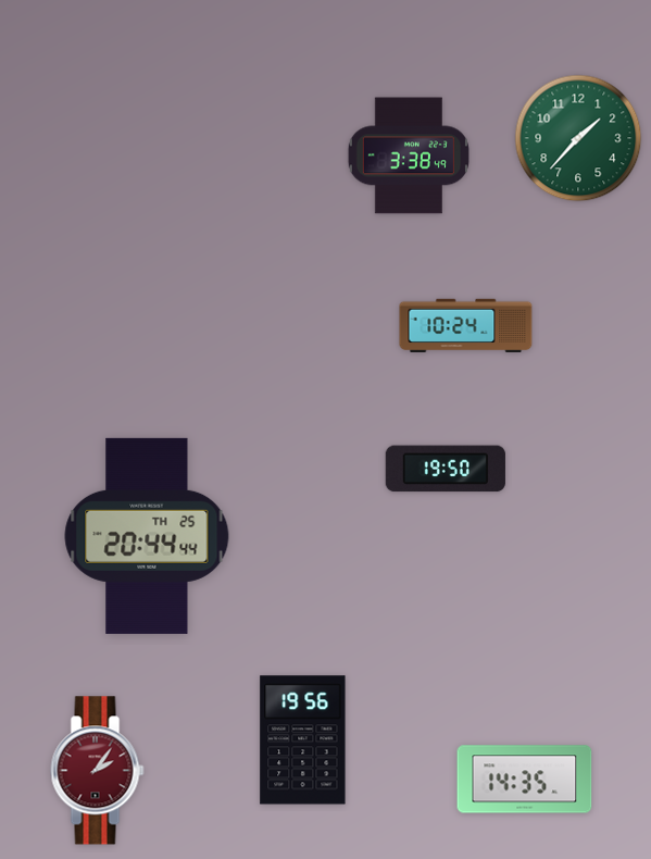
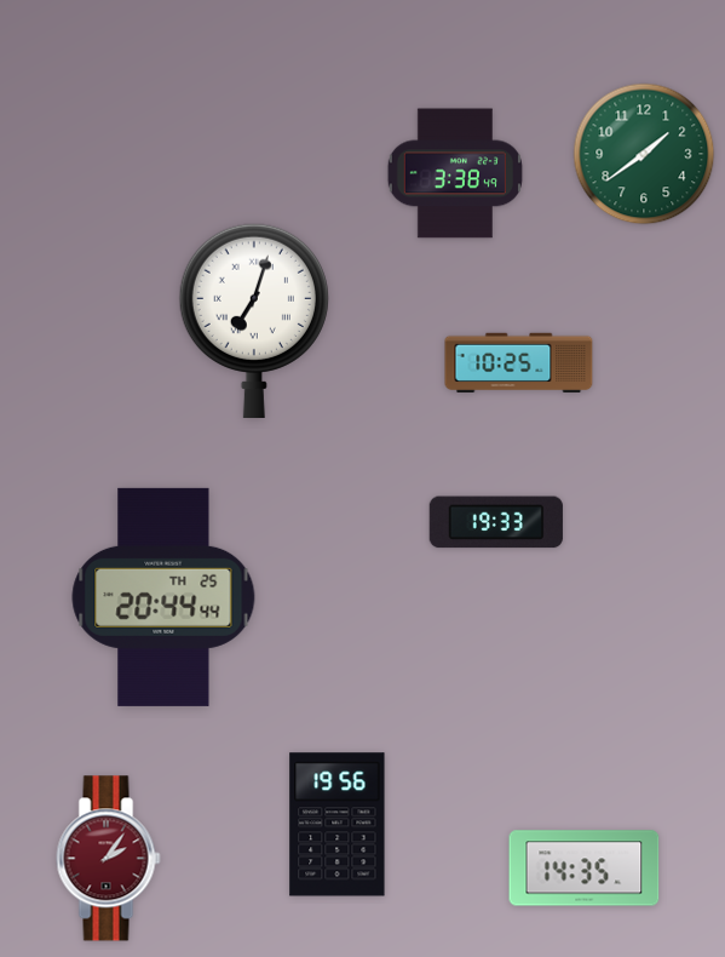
clock at (578, 138): 1:37 -> 1:39
clock at (254, 320): none -> 7:03
clock at (466, 325): 10:24 -> 10:25
clock at (446, 469): 19:50 -> 19:33
